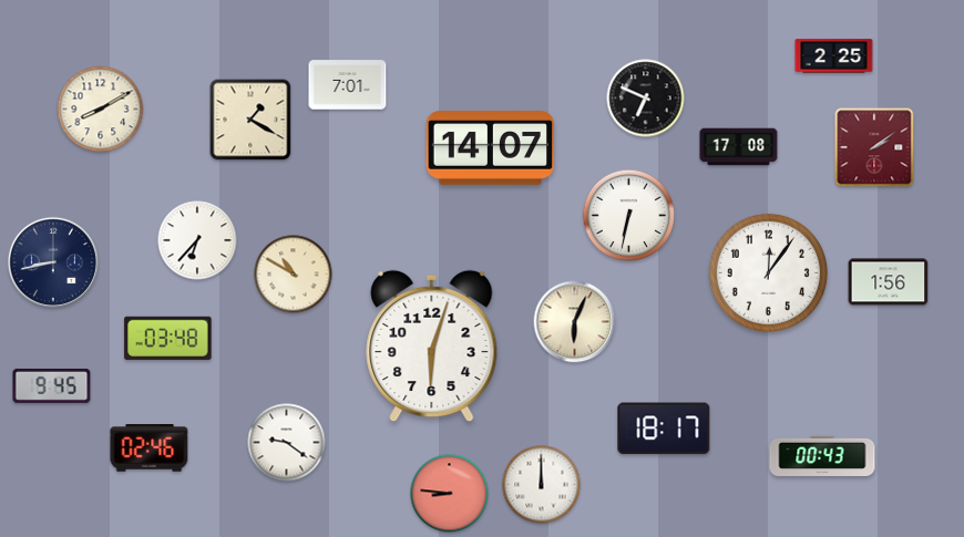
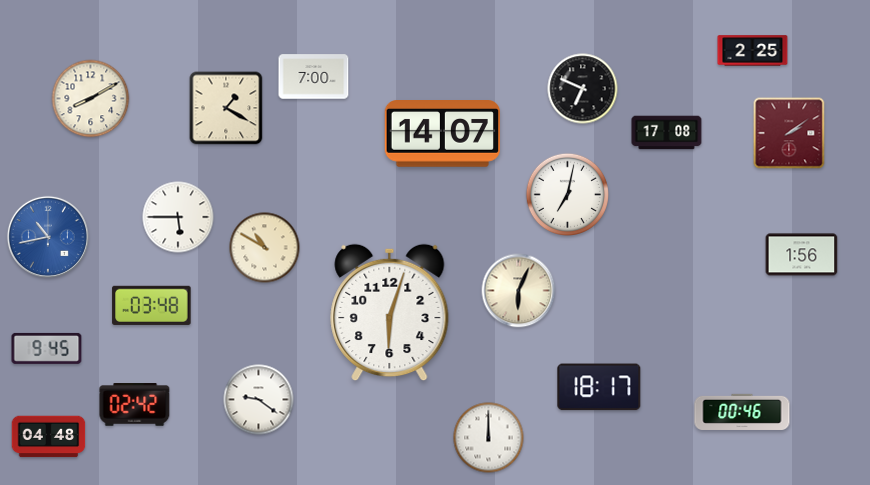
clock at (348, 85): 7:01 -> 7:00
clock at (628, 215): 6:32 -> 7:02
clock at (197, 240): 6:37 -> 5:45
clock at (53, 262): 8:43 -> 10:43
clock at (53, 262) dial: navy -> blue
clock at (768, 272): 12:06 -> none
clock at (150, 448): 02:46 -> 02:42
clock at (822, 456): 00:43 -> 00:46
clock at (49, 437): none -> 04:48
clock at (450, 494): 8:46 -> none
